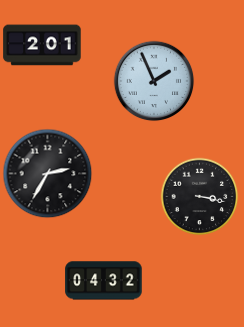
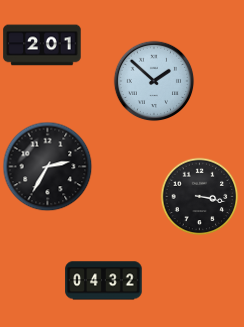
clock at (154, 81): 1:56 -> 1:52
clock at (47, 173) position: (47, 173) -> (47, 166)
